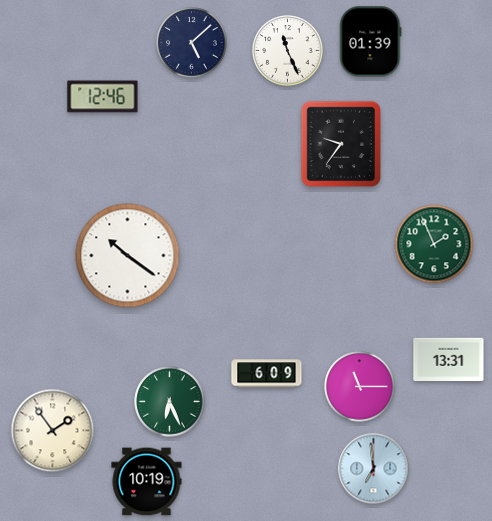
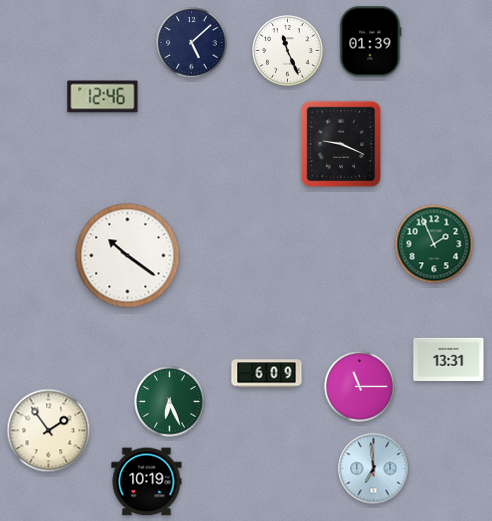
clock at (341, 144): 9:36 -> 9:19
clock at (53, 431) position: (53, 431) -> (49, 431)
